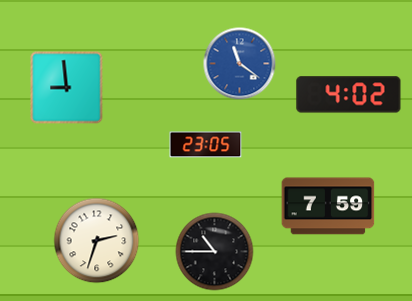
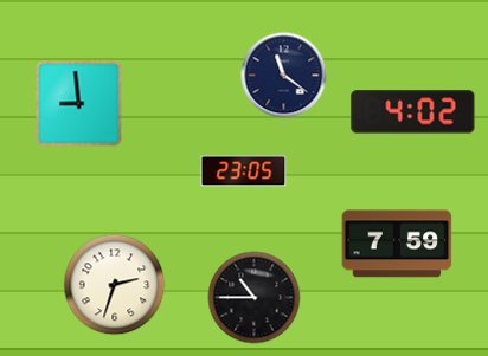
clock at (240, 64) dial: blue -> navy
clock at (328, 206) position: (328, 206) -> (397, 244)
